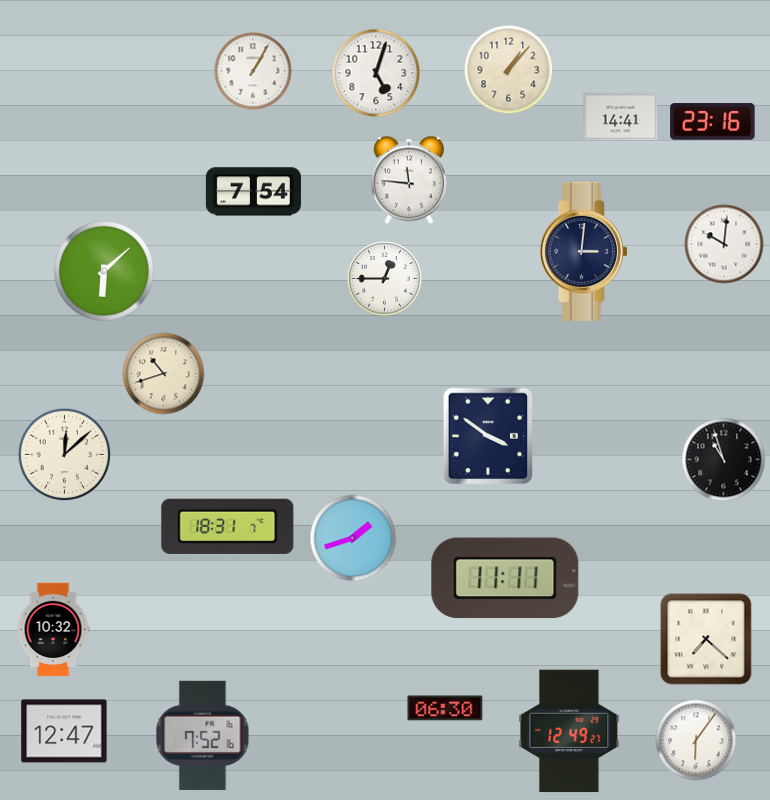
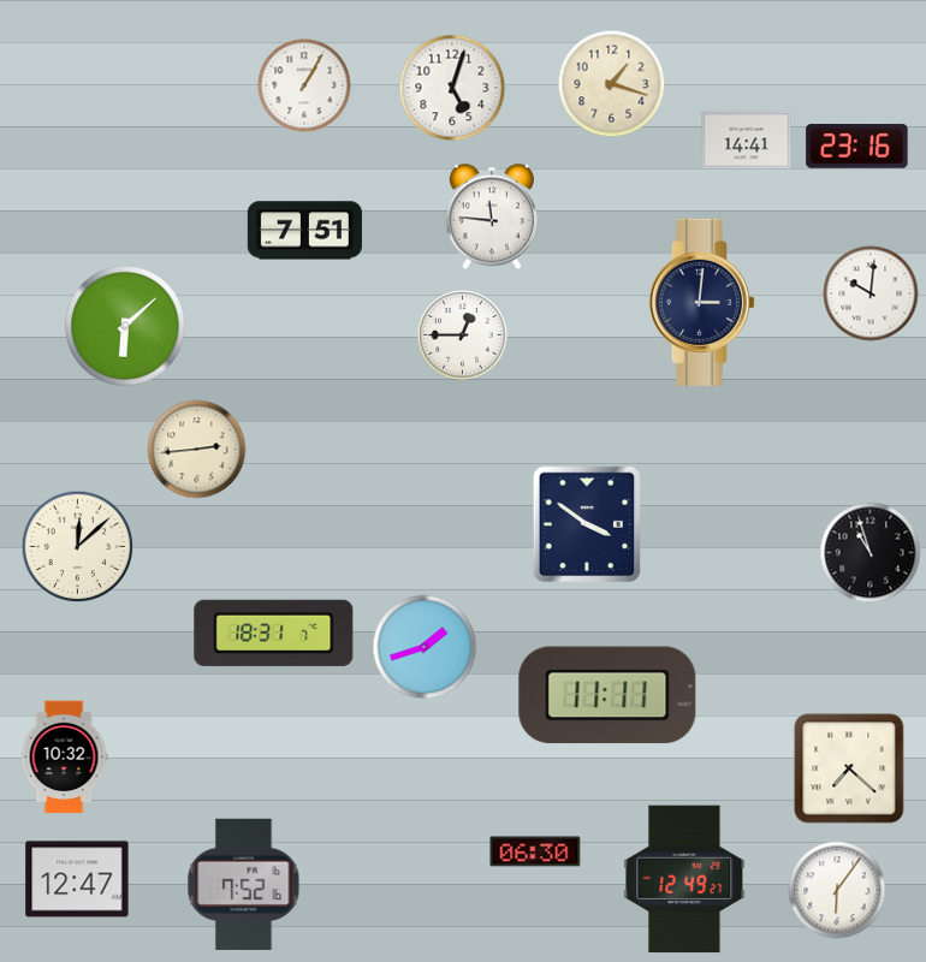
clock at (509, 70): 1:07 -> 1:18
clock at (253, 192): 7:54 -> 7:51
clock at (164, 374): 10:42 -> 2:44
